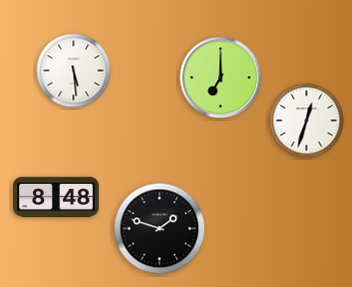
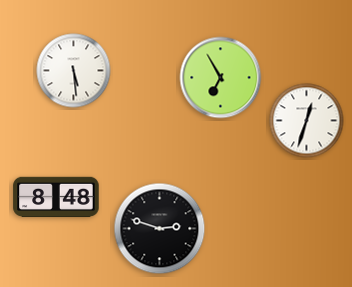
clock at (221, 78): 7:00 -> 6:55
clock at (160, 229): 1:48 -> 2:48
